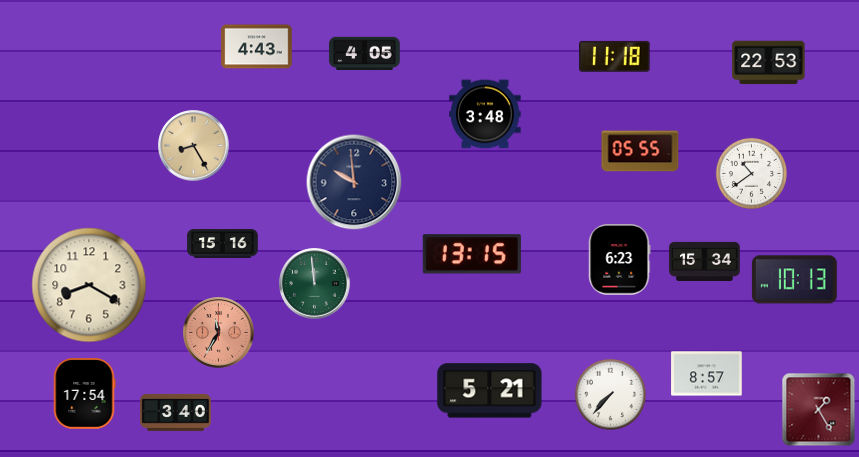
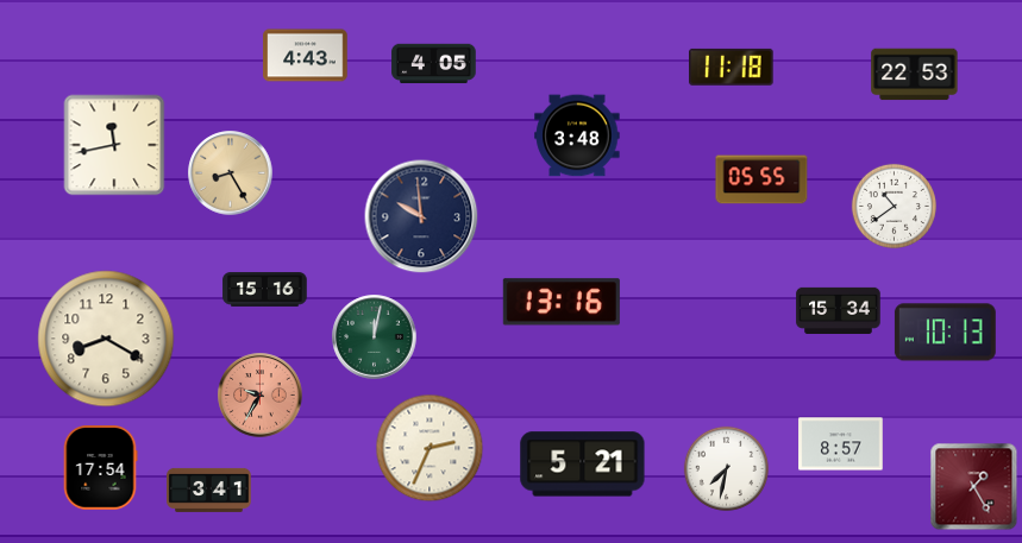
clock at (114, 145): none -> 11:43
clock at (472, 254): 13:15 -> 13:16
clock at (620, 260): 6:23 -> none
clock at (315, 284): 11:59 -> 12:02
clock at (219, 333): 11:35 -> 9:35
clock at (430, 448): none -> 2:34
clock at (610, 394): 7:37 -> 7:32
clock at (176, 412): 3:40 -> 3:41
